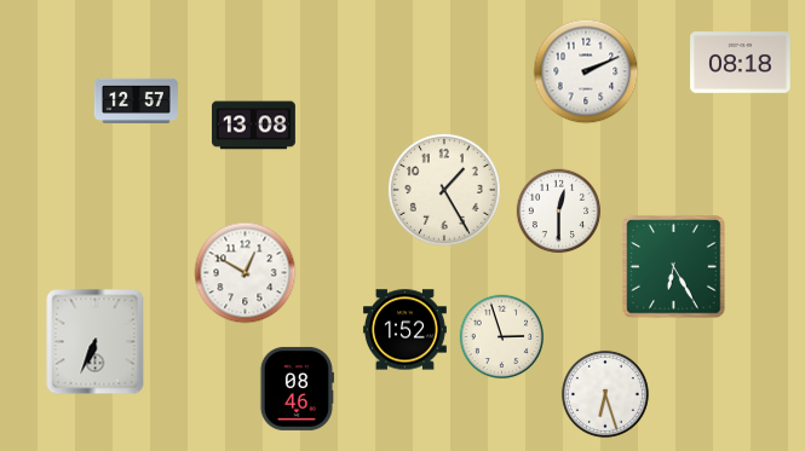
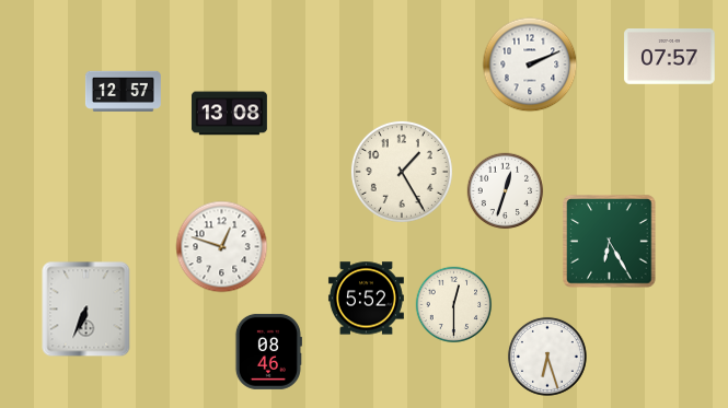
clock at (741, 63): 08:18 -> 07:57
clock at (559, 212): 12:30 -> 12:33
clock at (246, 273): 12:50 -> 12:48
clock at (404, 330): 1:52 -> 5:52
clock at (502, 337): 2:57 -> 12:30
